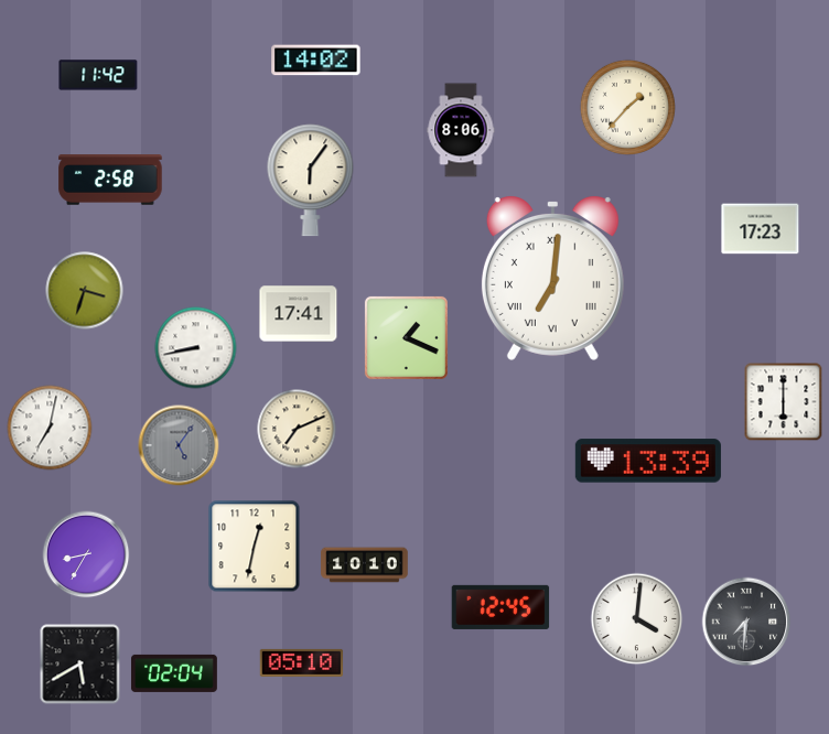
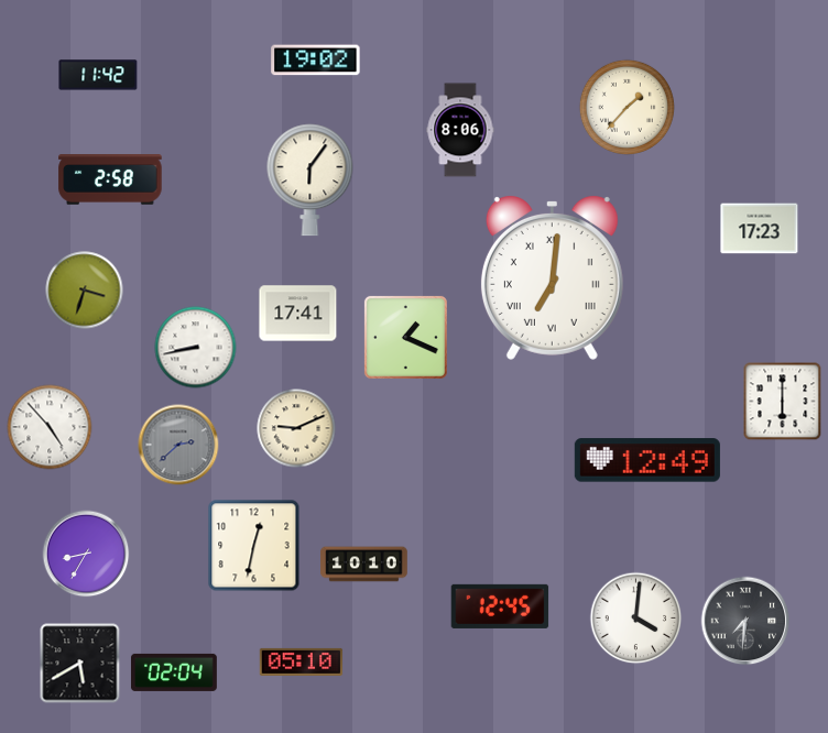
clock at (316, 61): 14:02 -> 19:02
clock at (50, 428): 7:02 -> 4:53
clock at (297, 429): 7:11 -> 9:11
clock at (179, 445): 5:06 -> 2:38
clock at (648, 461): 13:39 -> 12:49
